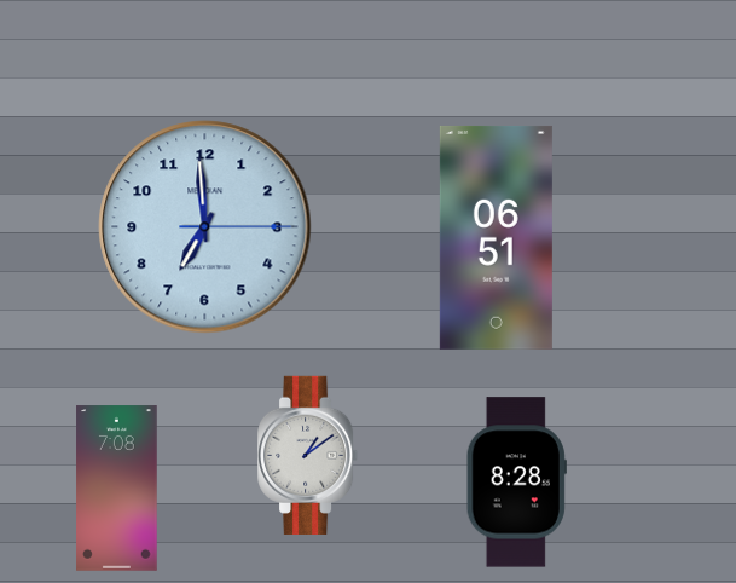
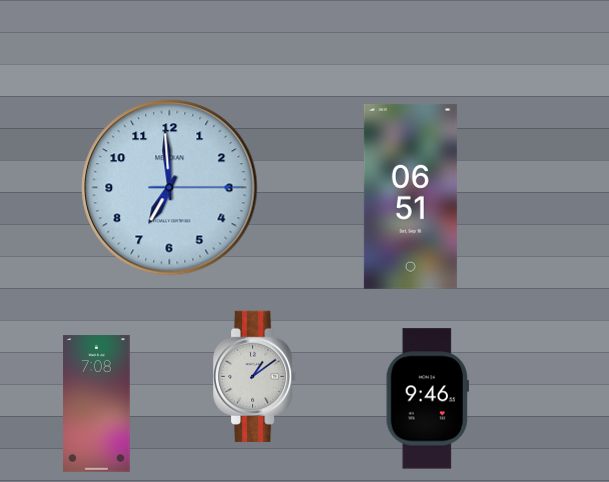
clock at (516, 483): 8:28 -> 9:46
